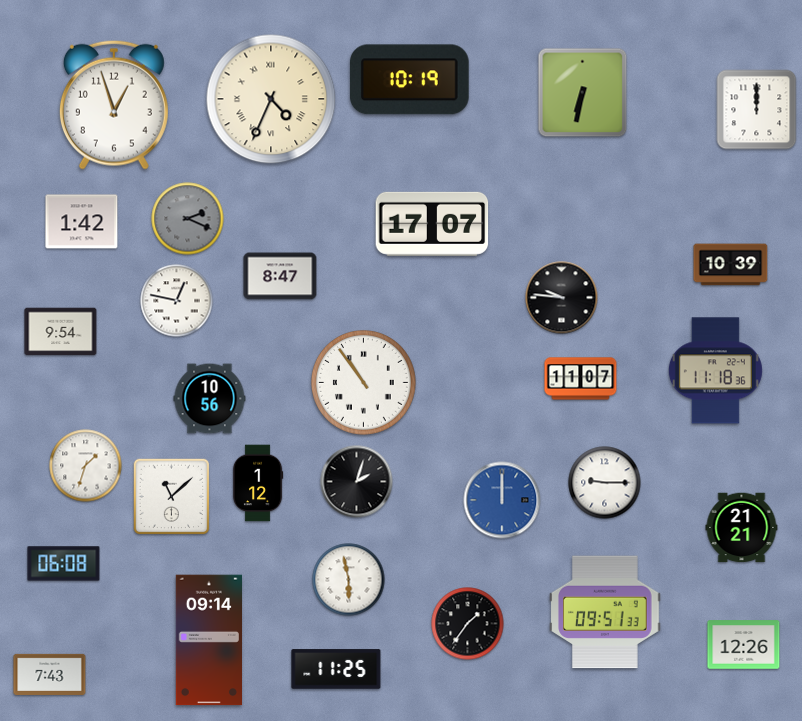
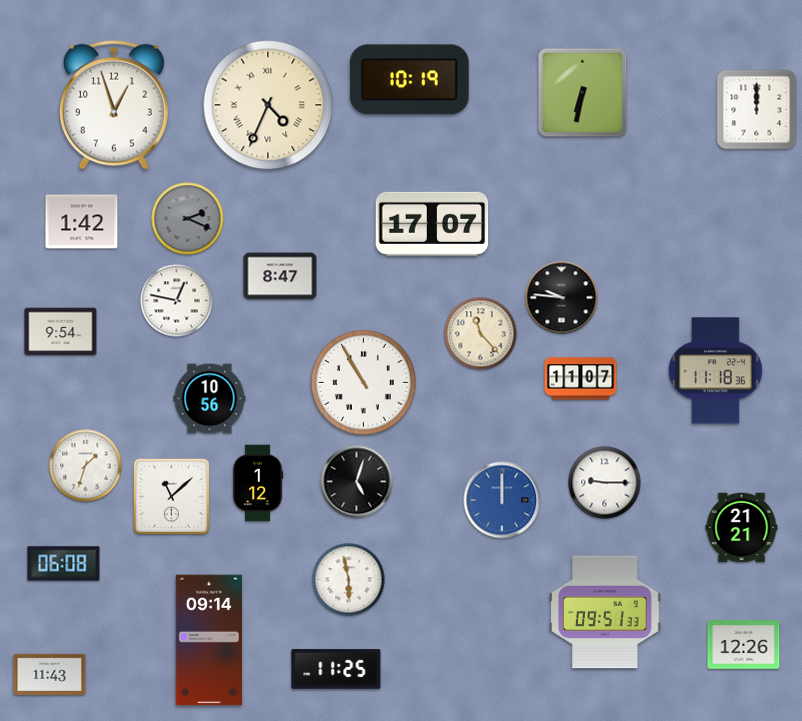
clock at (271, 99) position: (271, 99) -> (268, 105)
clock at (731, 265): 10:39 -> none
clock at (481, 334): none -> 11:23
clock at (363, 382): 10:54 -> 10:55
clock at (357, 482): 2:03 -> 5:03
clock at (468, 624): 1:36 -> none
clock at (50, 674): 7:43 -> 11:43
